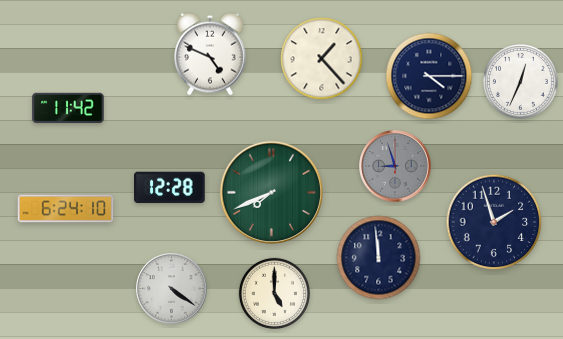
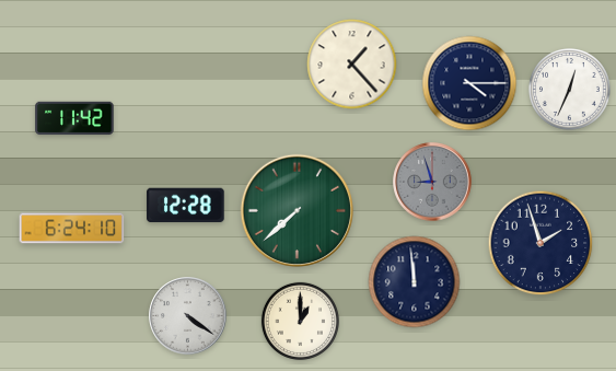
clock at (210, 54): 4:49 -> none
clock at (271, 192): 7:41 -> 7:38
clock at (274, 293): 5:00 -> 1:00
